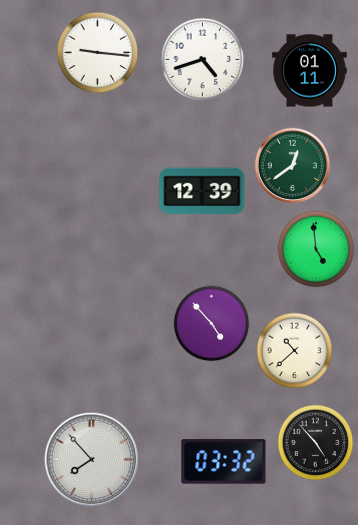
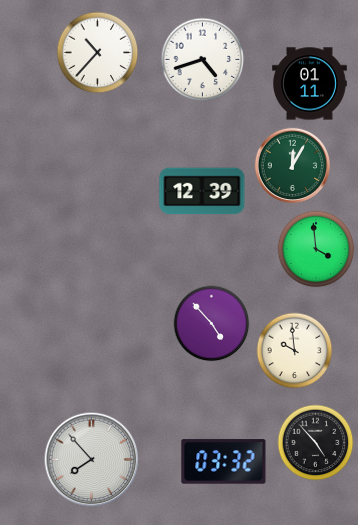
clock at (98, 53): 9:16 -> 10:37
clock at (310, 71) position: (310, 71) -> (310, 84)
clock at (292, 165): 12:39 -> 12:05
clock at (316, 249): 4:59 -> 3:59
clock at (295, 351): 10:38 -> 9:59
